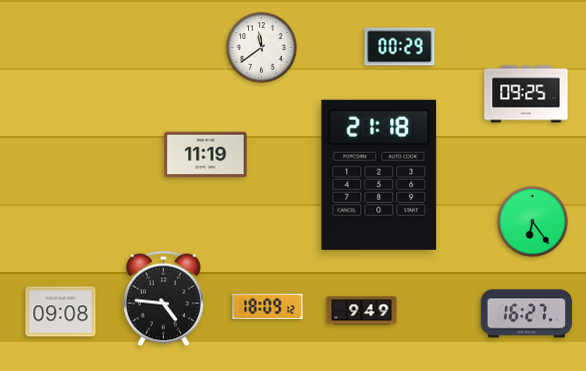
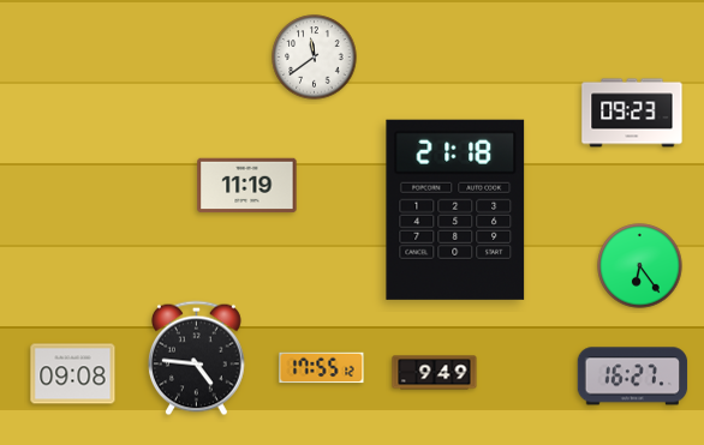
clock at (400, 47): 00:29 -> none
clock at (526, 94): 09:25 -> 09:23
clock at (268, 307): 18:09 -> 17:55
